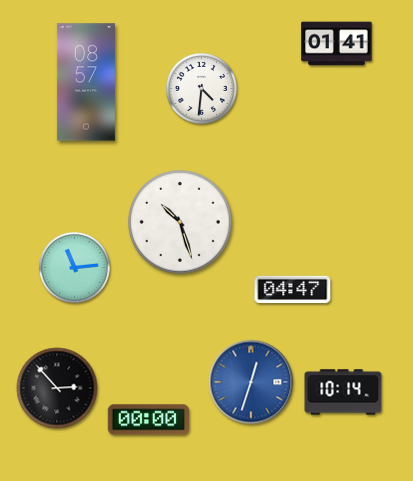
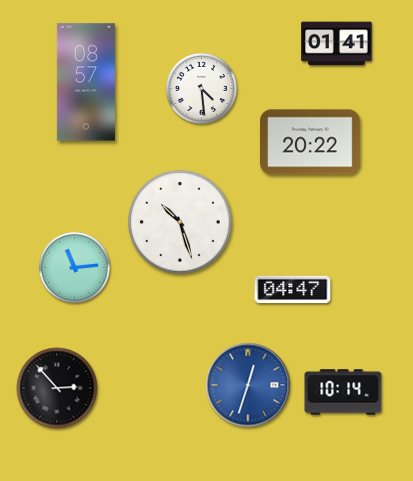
clock at (201, 88): 4:31 -> 4:29
clock at (310, 142): none -> 20:22
clock at (251, 382) position: (251, 382) -> (248, 385)
clock at (148, 420): 00:00 -> none
